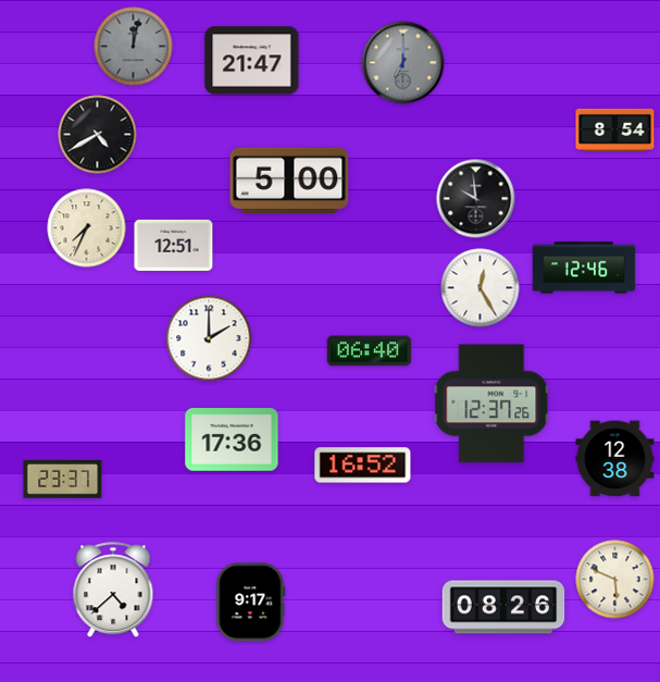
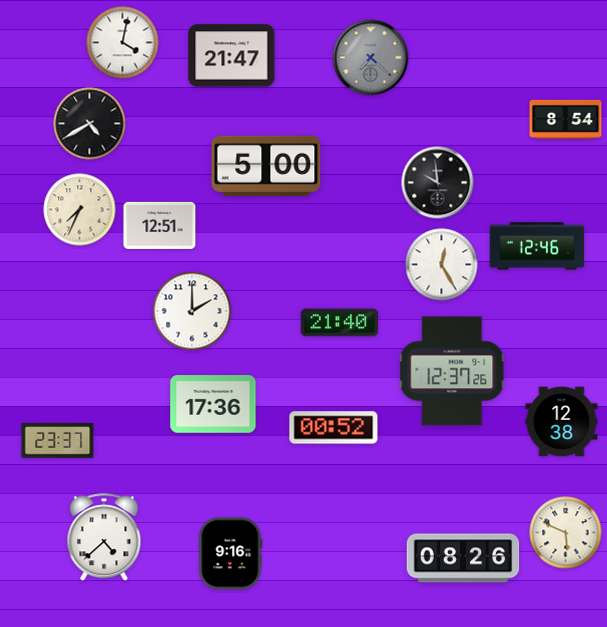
clock at (134, 47): 12:02 -> 4:02
clock at (134, 47) dial: grey -> white
clock at (403, 63): 7:00 -> 7:22
clock at (370, 351): 06:40 -> 21:40
clock at (615, 459) position: (615, 459) -> (562, 422)
clock at (363, 466): 16:52 -> 00:52
clock at (113, 591) position: (113, 591) -> (104, 538)
clock at (251, 603): 9:17 -> 9:16
